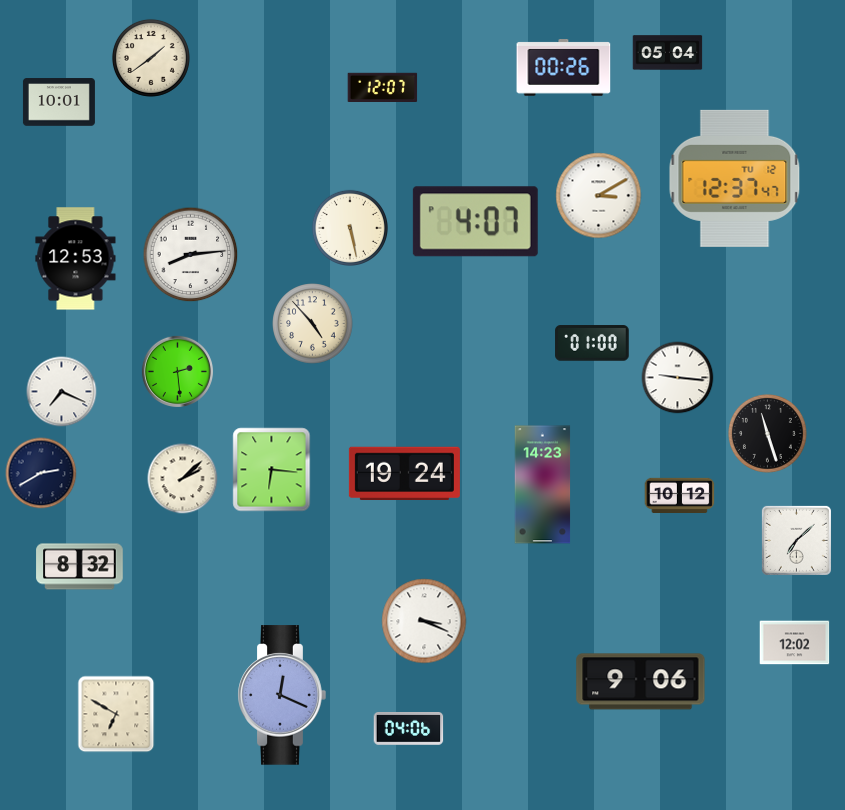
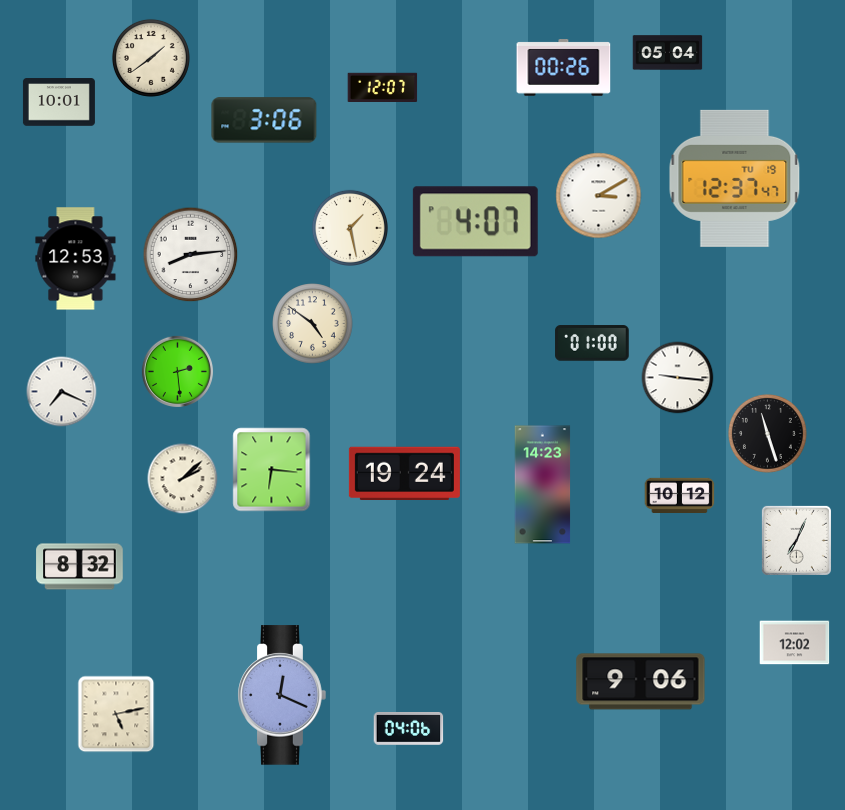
clock at (264, 120): none -> 3:06
clock at (735, 178) date: TU 12 -> TU 19
clock at (349, 227): 5:28 -> 1:28
clock at (313, 324): 4:53 -> 4:51
clock at (41, 473): 2:40 -> none
clock at (796, 540): 7:08 -> 7:04
clock at (424, 621): 3:19 -> none
clock at (116, 714): 6:50 -> 5:13
